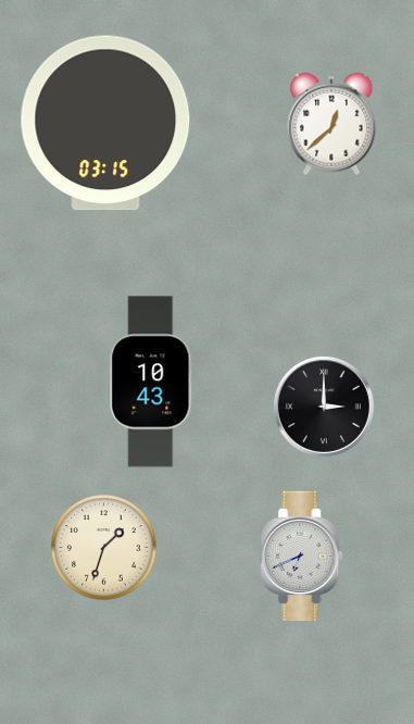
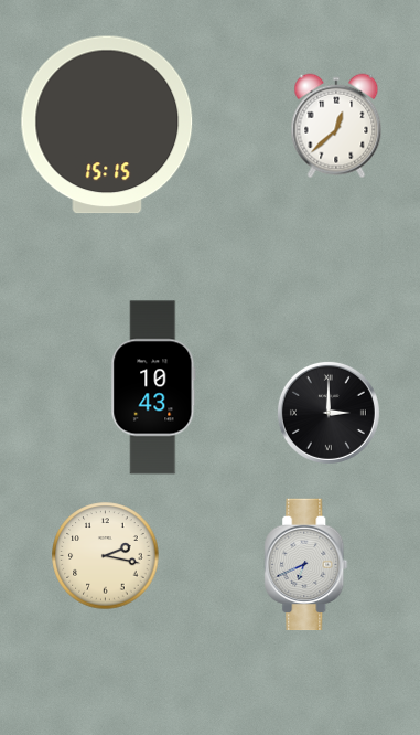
clock at (105, 123): 03:15 -> 15:15
clock at (104, 548): 1:33 -> 2:17
